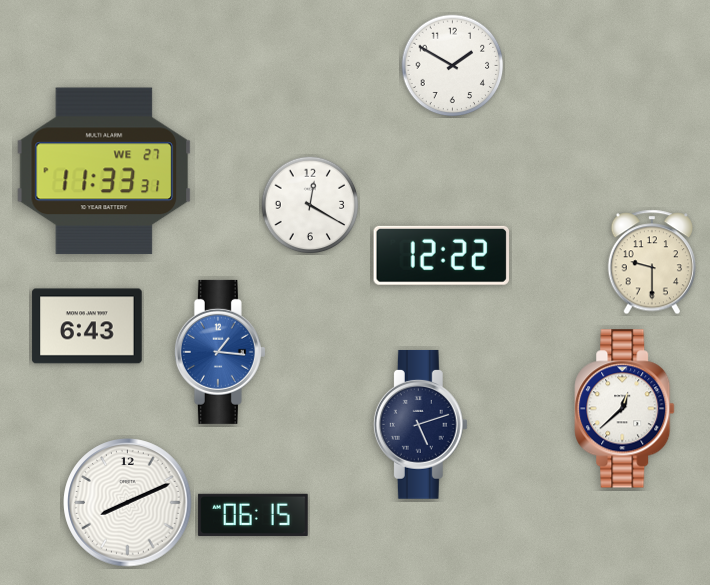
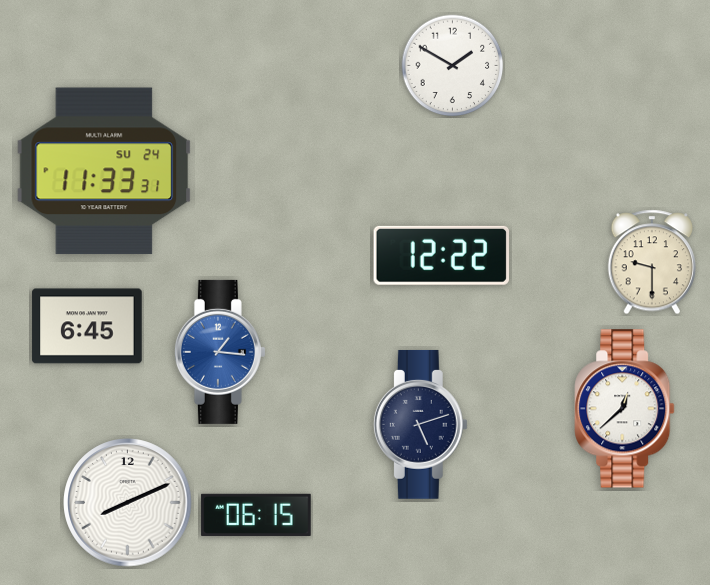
clock at (104, 171) date: WE 27 -> SU 24
clock at (310, 205): 12:20 -> none
clock at (87, 326): 6:43 -> 6:45
clock at (253, 515) position: (253, 515) -> (256, 515)
